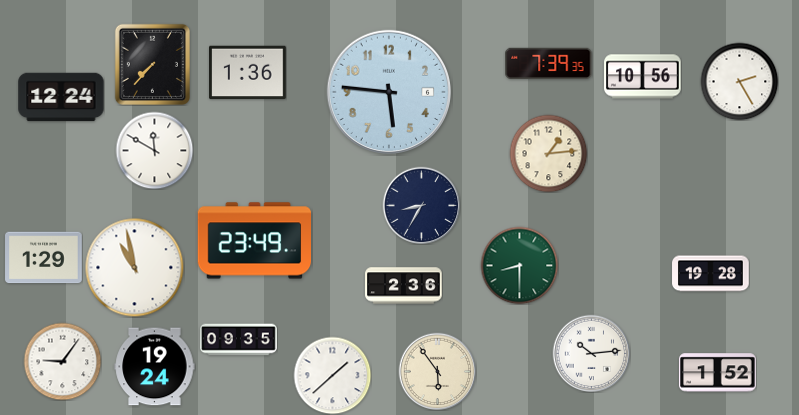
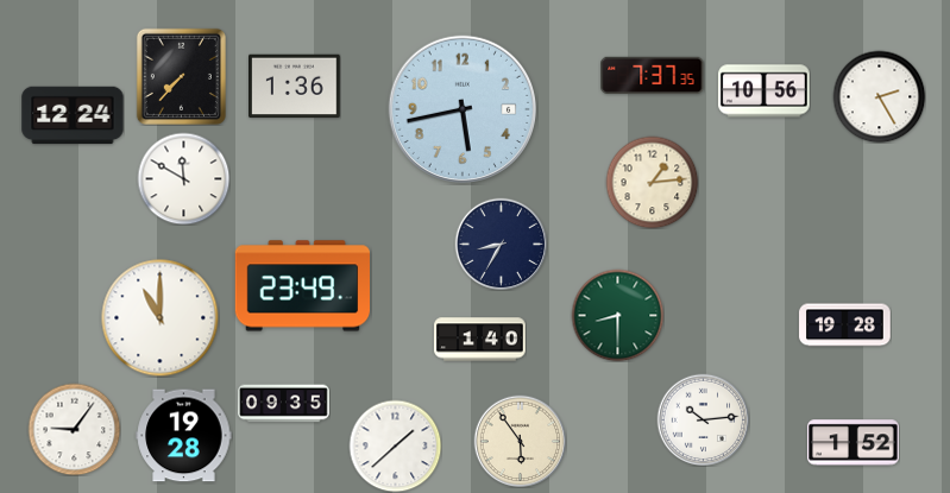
clock at (549, 63): 7:39 -> 7:37
clock at (388, 91): 5:46 -> 5:43
clock at (44, 258): 1:29 -> none
clock at (135, 268): 10:58 -> 11:00
clock at (404, 286): 2:36 -> 1:40
clock at (155, 367): 19:24 -> 19:28
